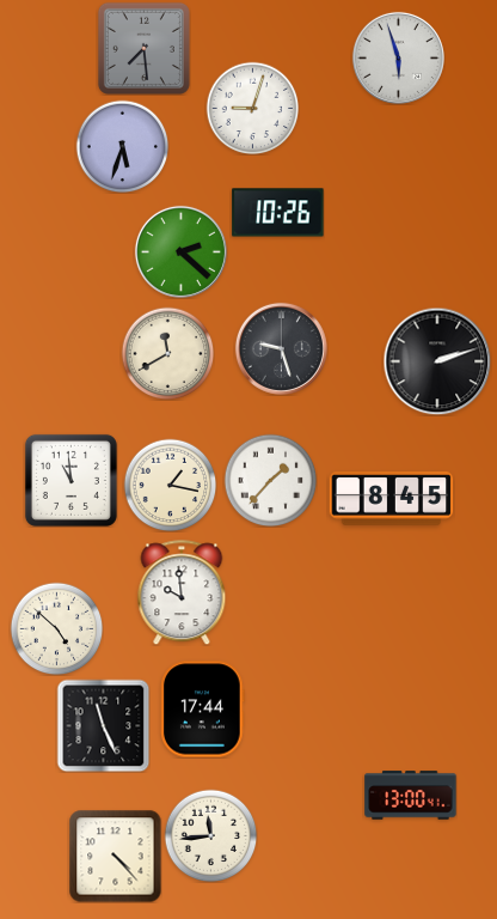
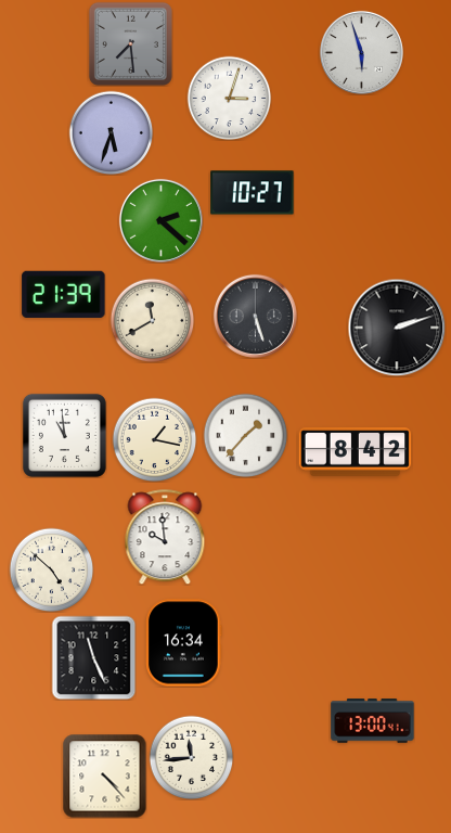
clock at (252, 108): 9:03 -> 3:03
clock at (278, 213): 10:26 -> 10:27
clock at (180, 251) position: (180, 251) -> (160, 220)
clock at (64, 294): none -> 21:39
clock at (281, 348): 9:27 -> 5:27
clock at (392, 499): 8:45 -> 8:42
clock at (203, 710): 17:44 -> 16:34
